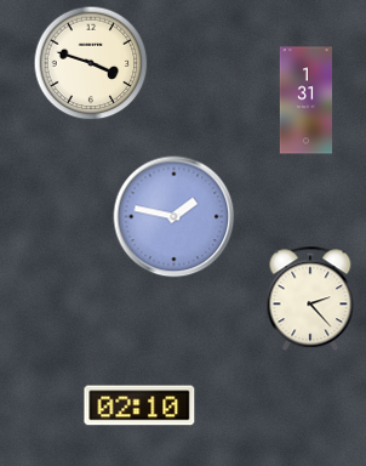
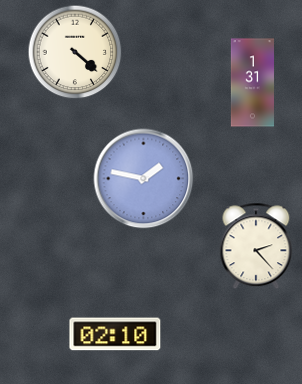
clock at (91, 63): 3:48 -> 4:22
